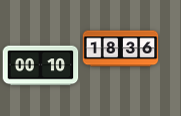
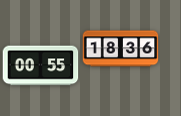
clock at (41, 66): 00:10 -> 00:55
